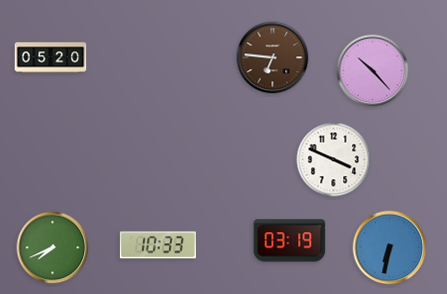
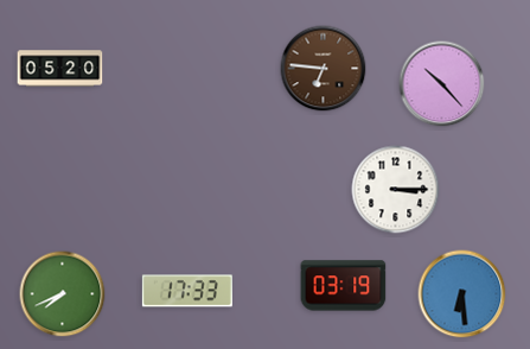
clock at (334, 160): 3:49 -> 3:15
clock at (158, 245): 10:33 -> 17:33
clock at (390, 248): 6:32 -> 6:29
